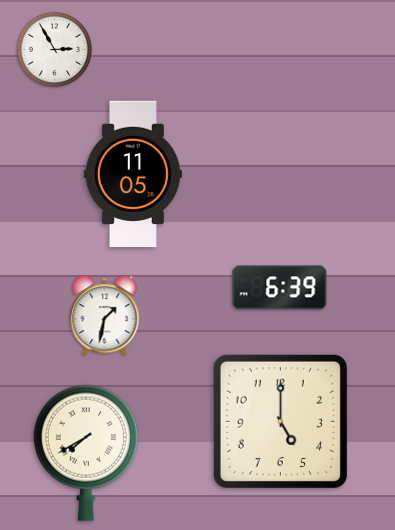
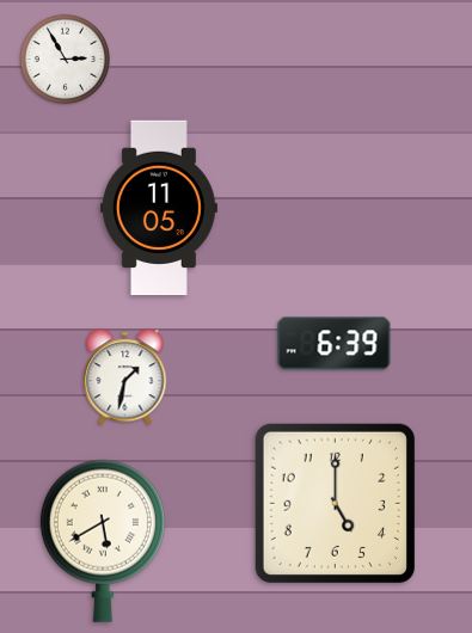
clock at (86, 453): 7:40 -> 5:40
